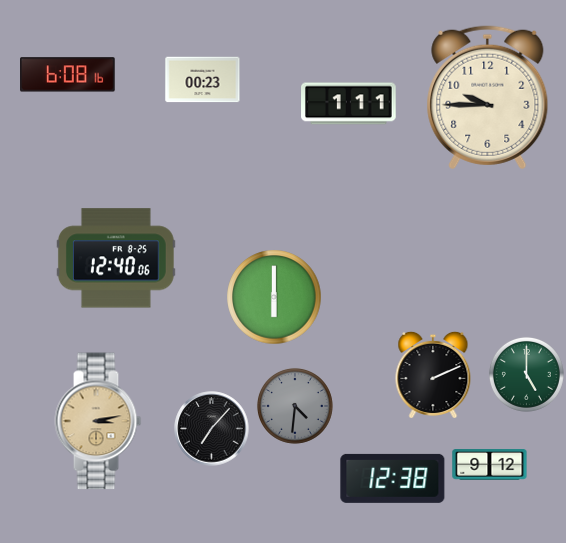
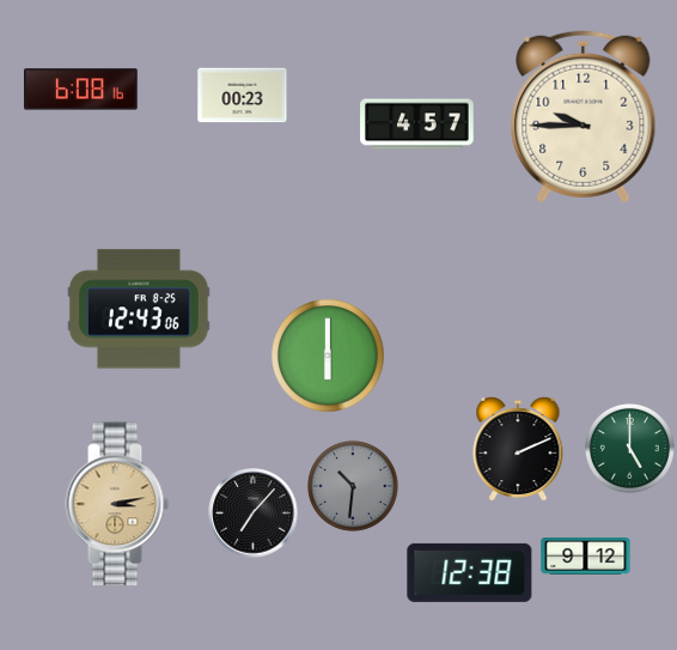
clock at (349, 104): 1:11 -> 4:57
clock at (116, 258): 12:40 -> 12:43
clock at (295, 406): 4:31 -> 10:31
